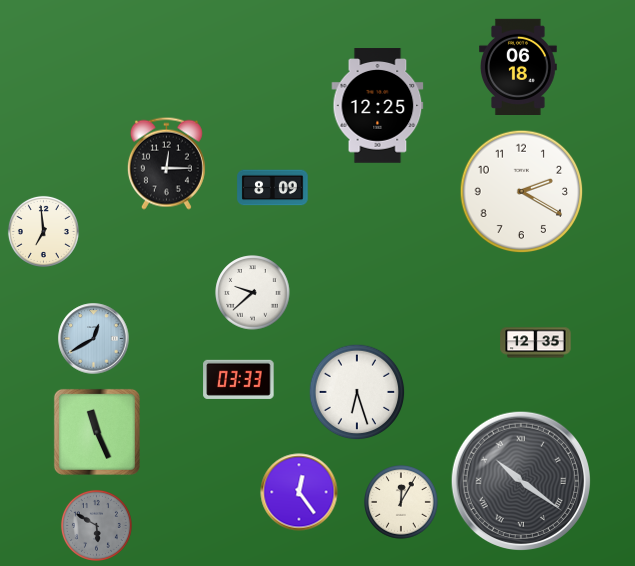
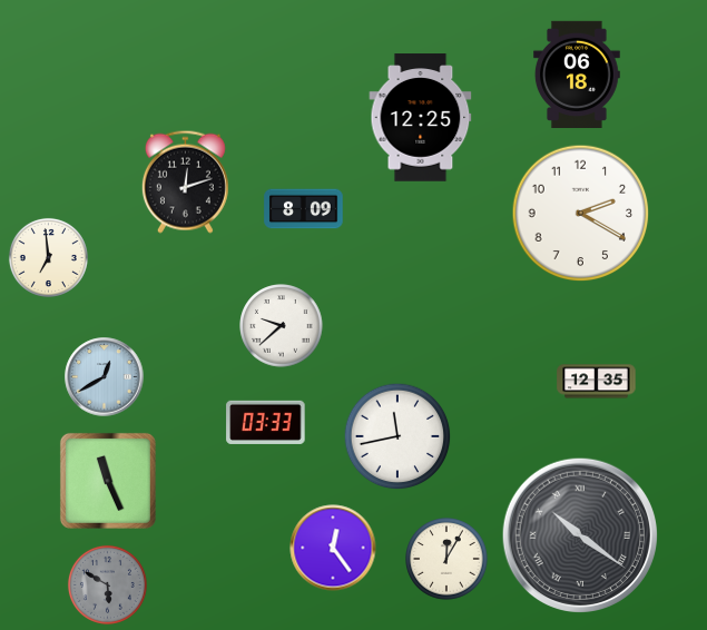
clock at (166, 163): 12:15 -> 12:12
clock at (357, 392): 6:27 -> 11:43
